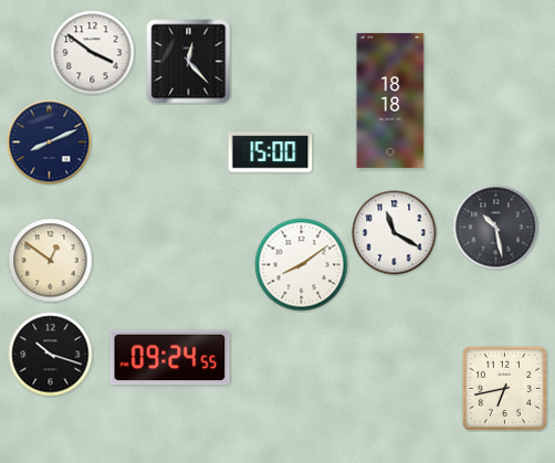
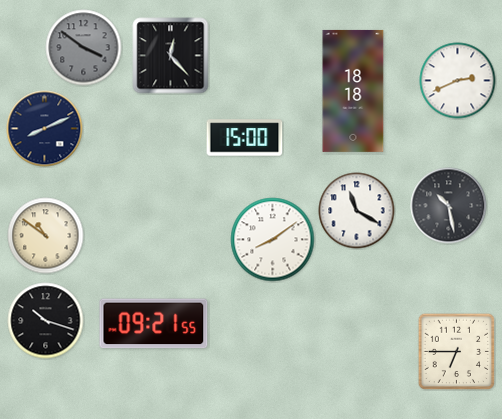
clock at (93, 53) dial: white -> grey
clock at (458, 81): none -> 2:41
clock at (51, 261): 12:51 -> 10:51
clock at (170, 358): 09:24 -> 09:21
clock at (504, 388): 6:43 -> 6:45
